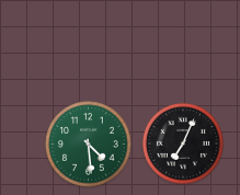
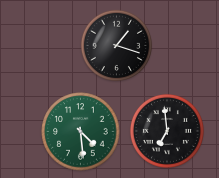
clock at (116, 45): none -> 1:18
clock at (183, 144): 7:04 -> 6:59
